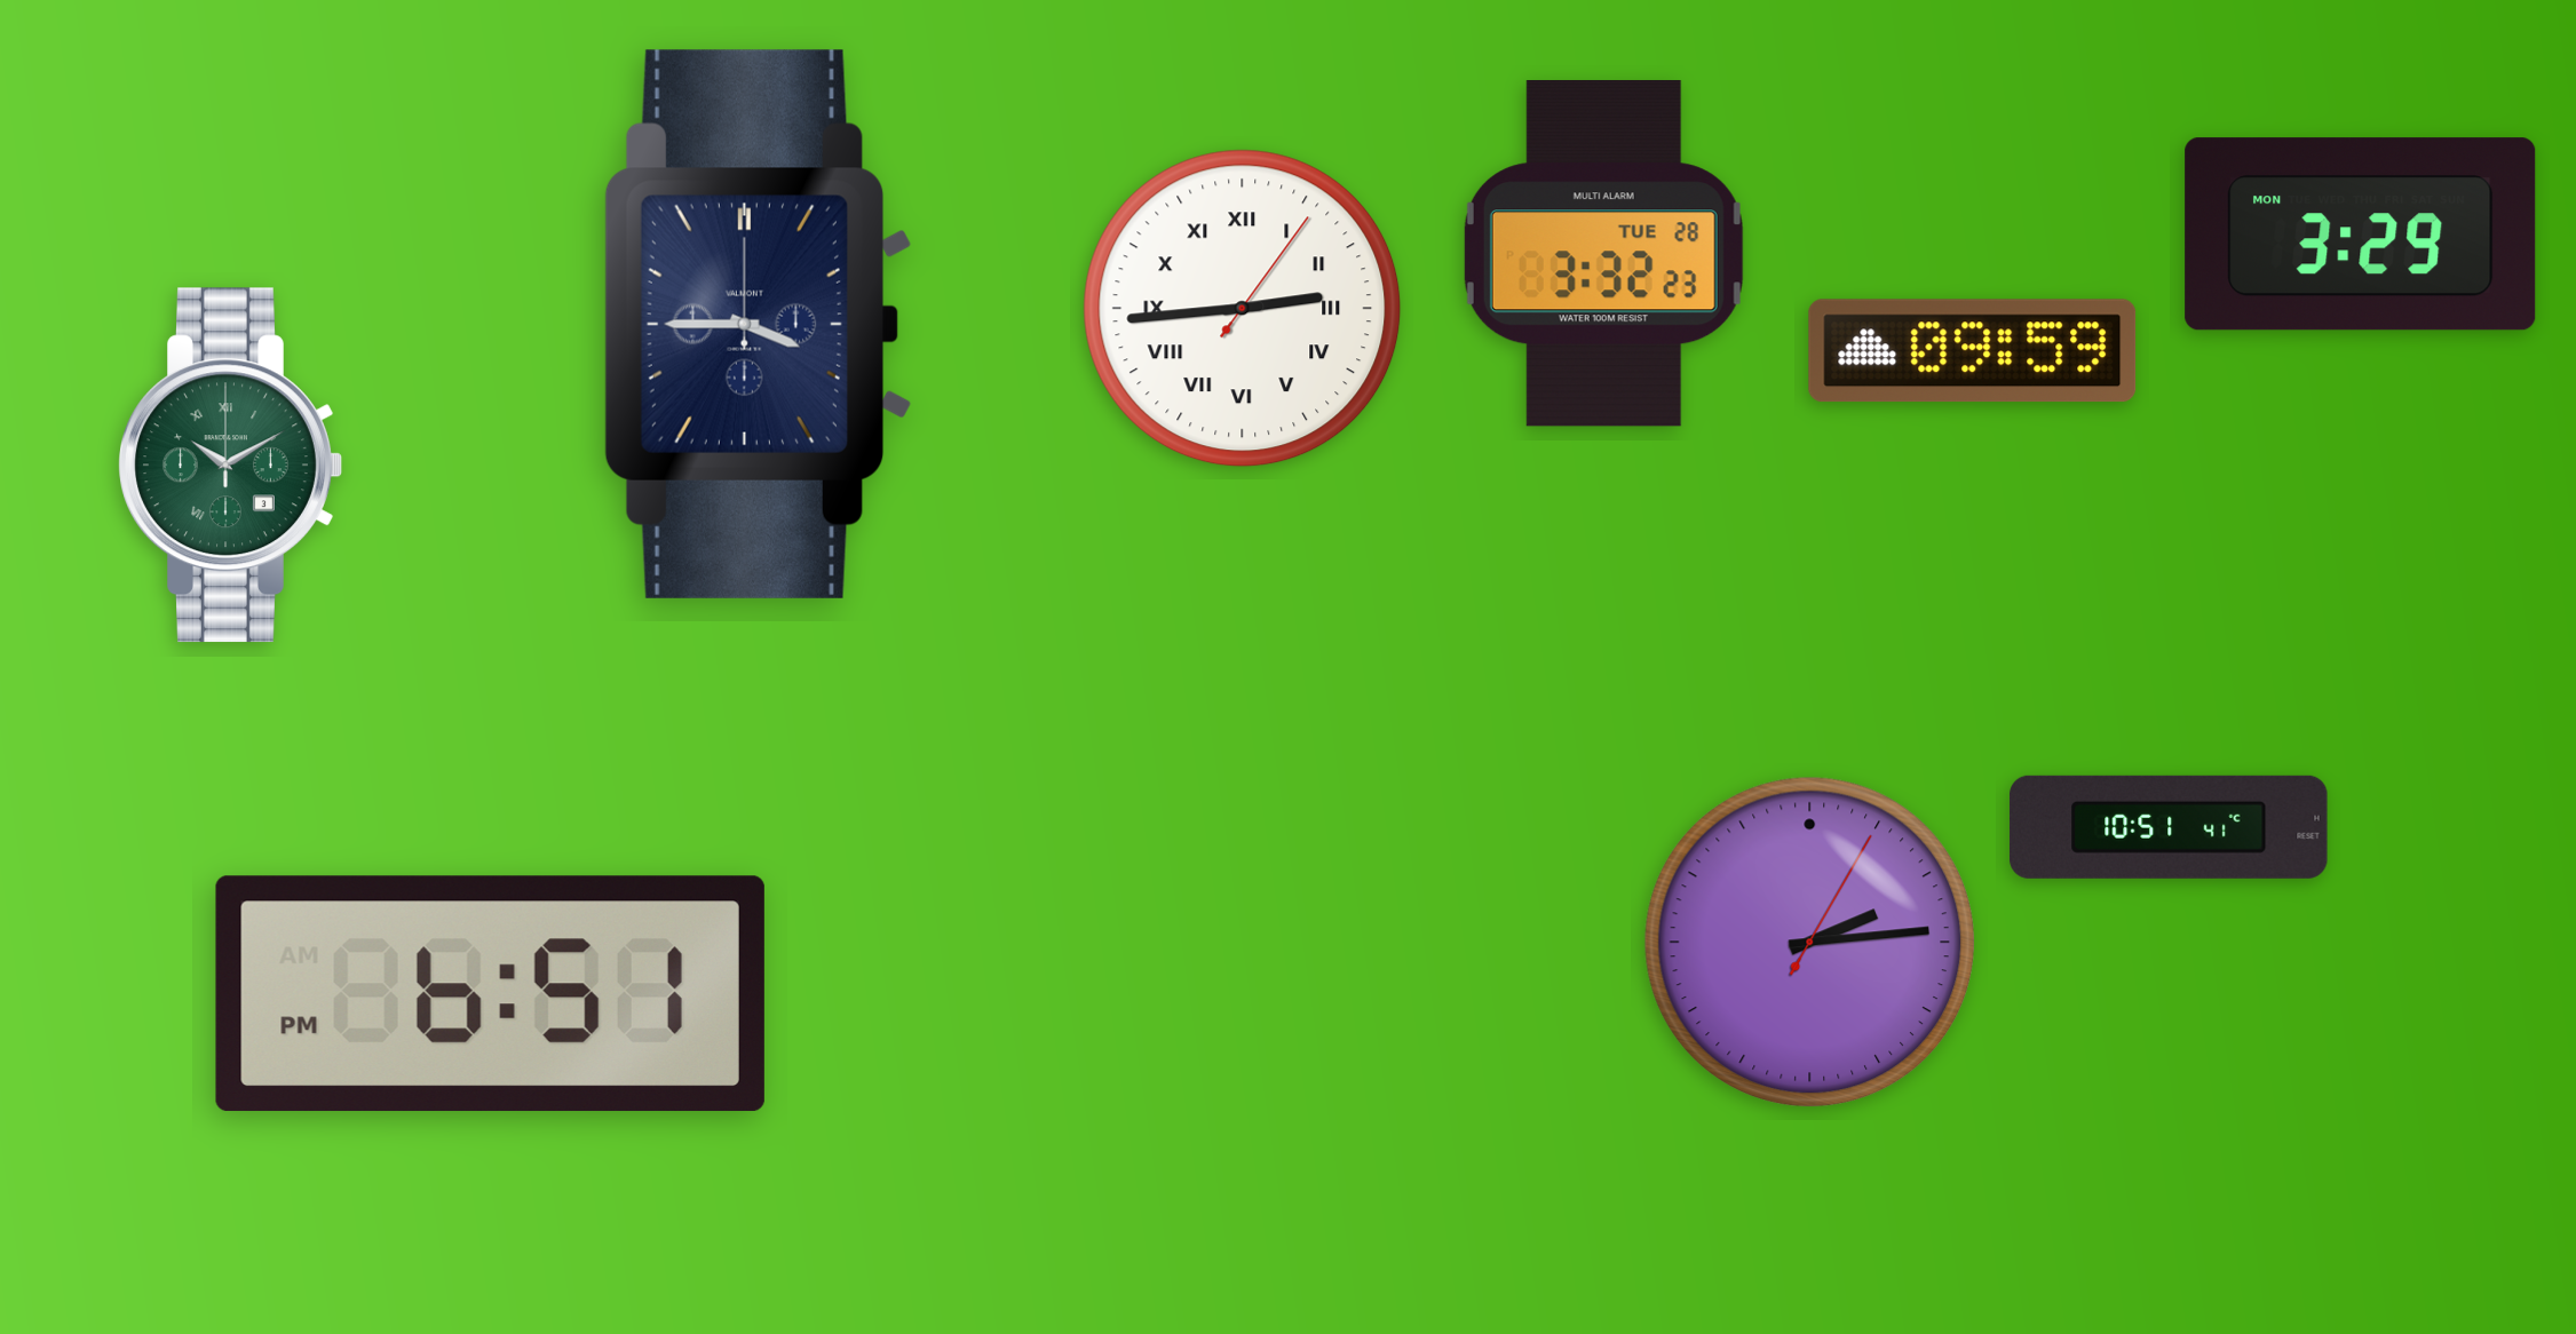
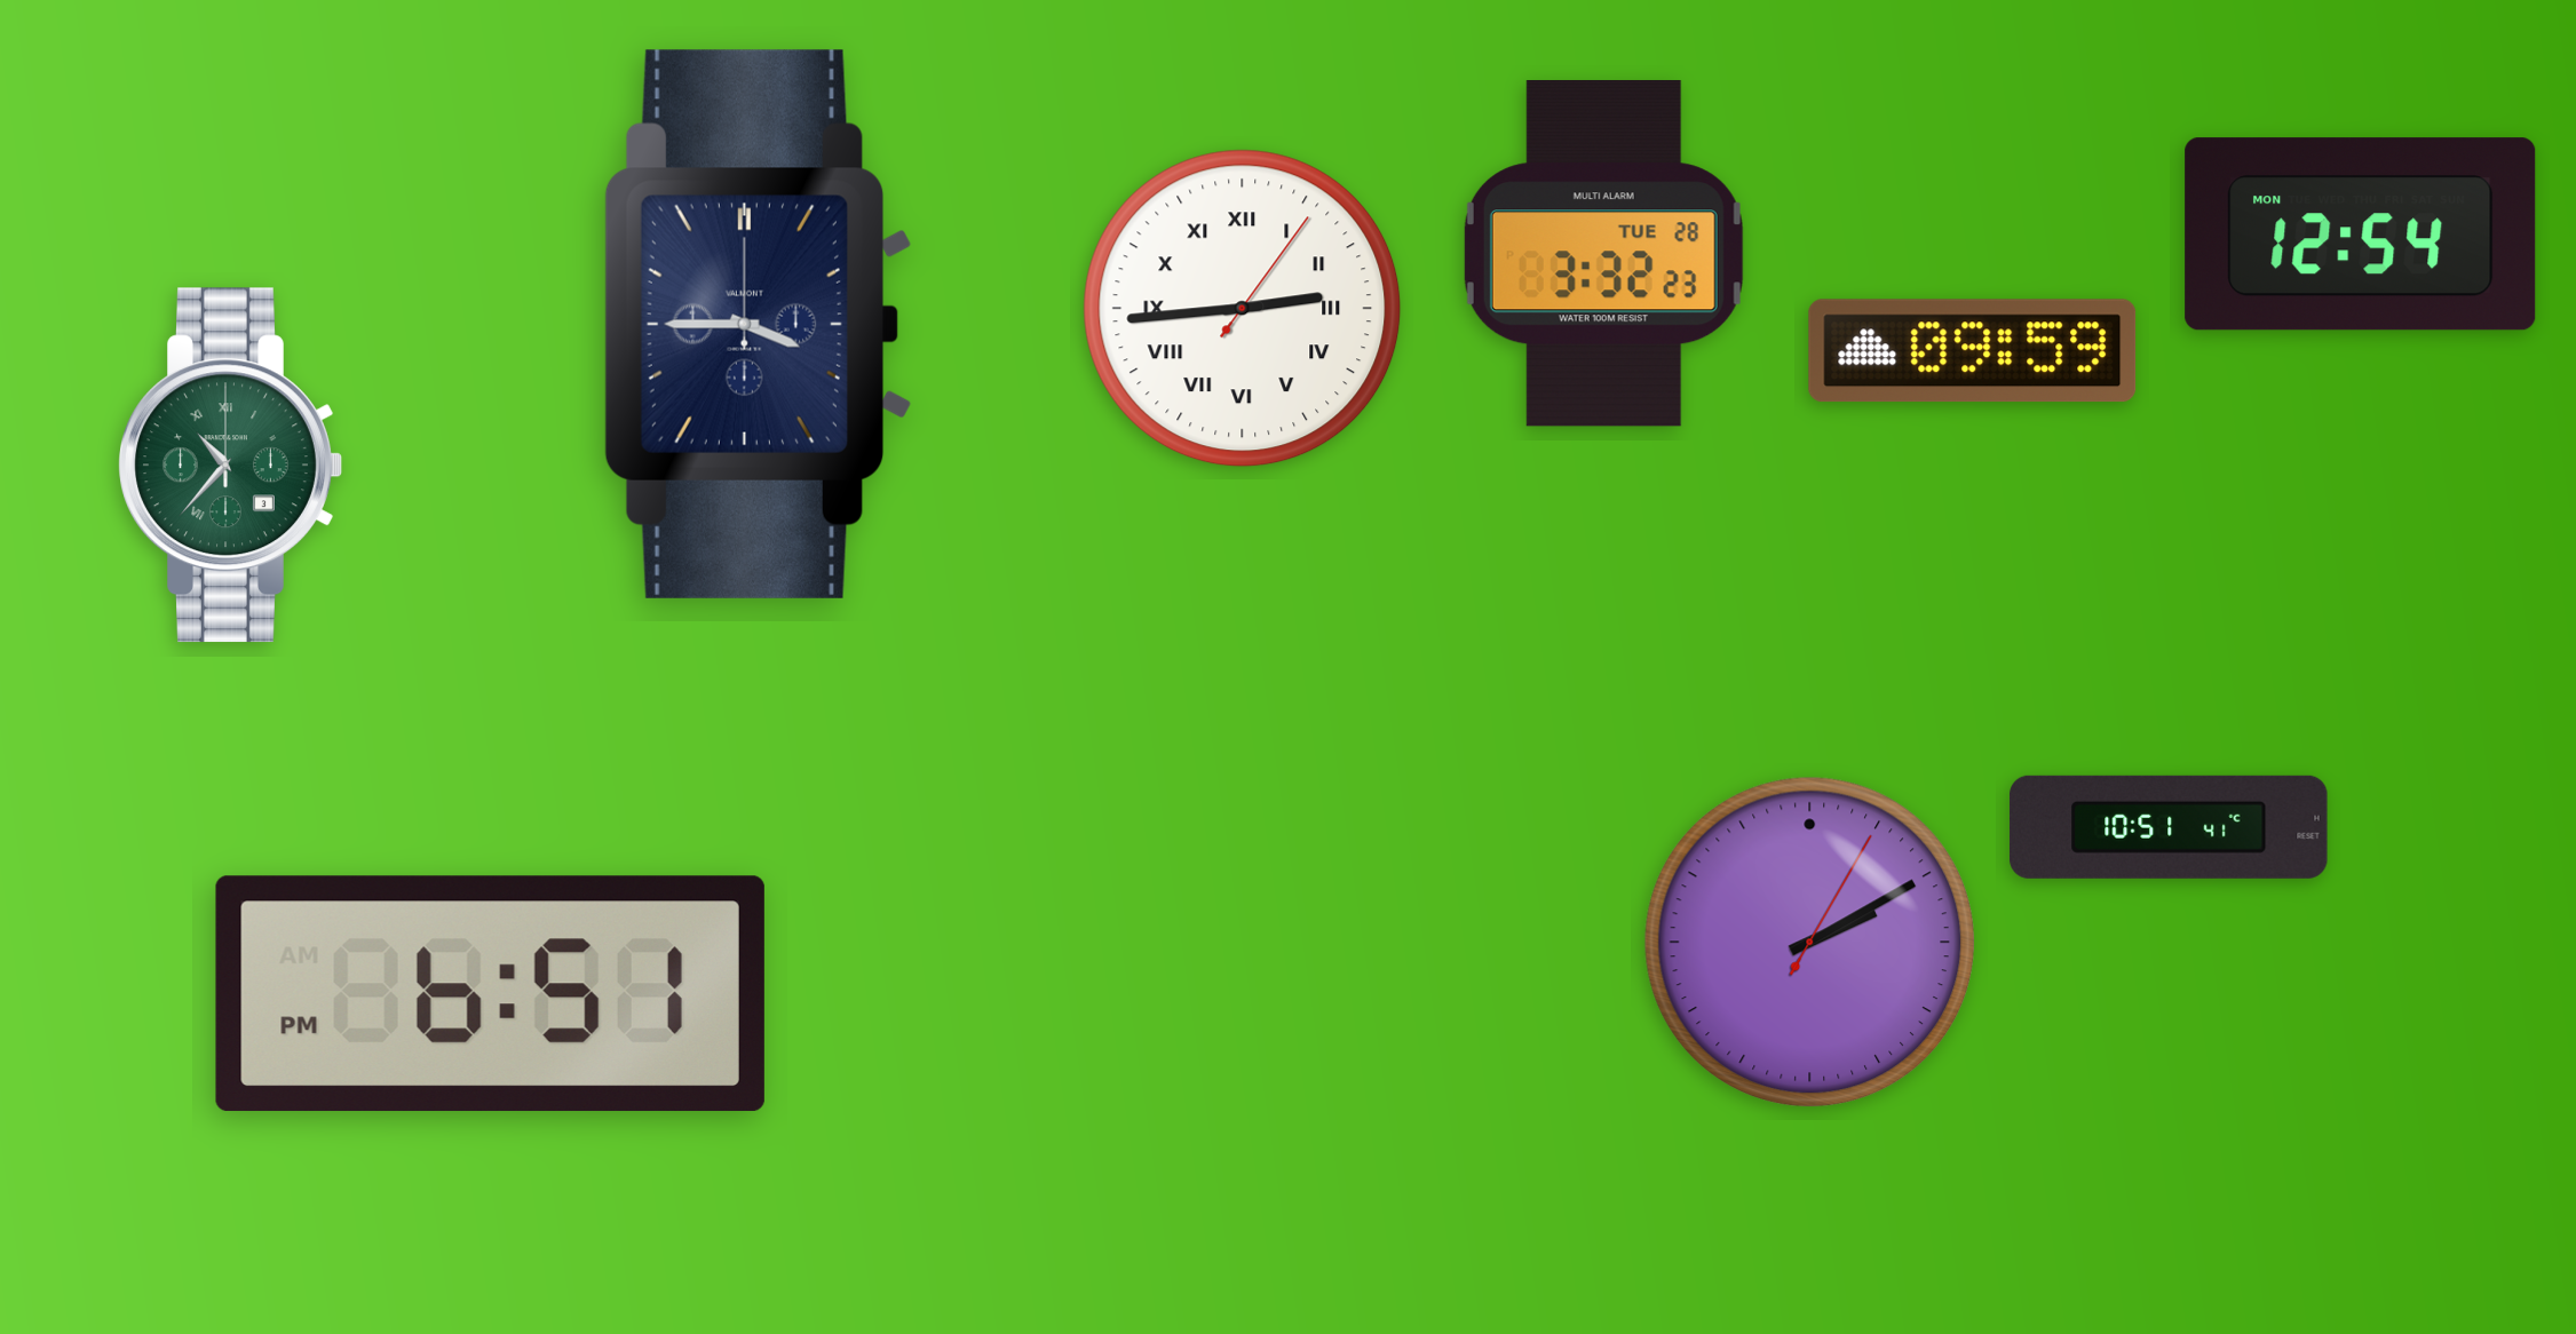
clock at (2361, 235): 3:29 -> 12:54
clock at (230, 466): 10:10 -> 10:37
clock at (1809, 942): 2:14 -> 2:10
